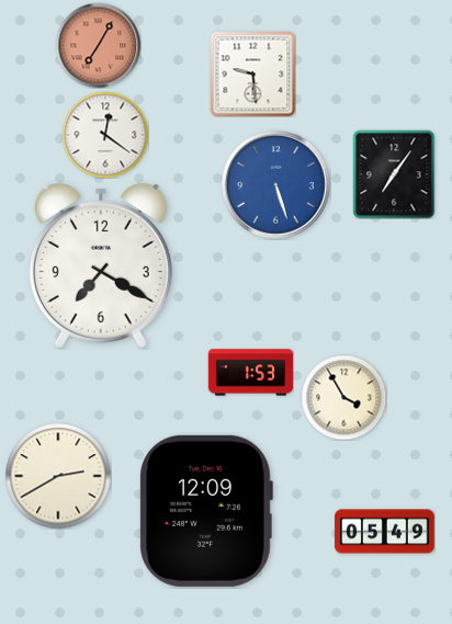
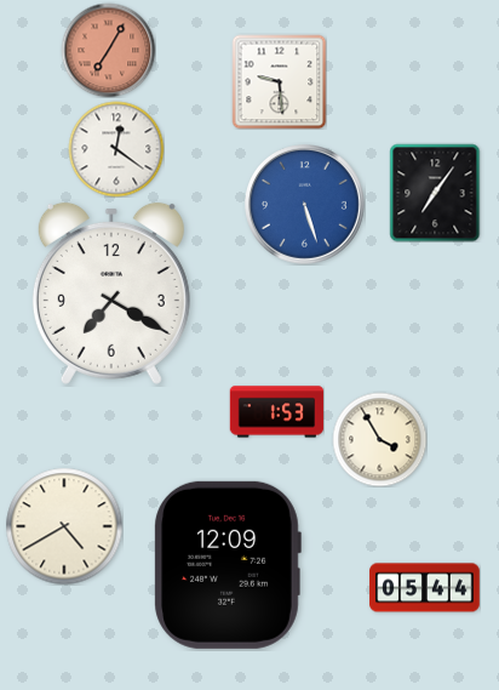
clock at (58, 476): 2:40 -> 4:40
clock at (385, 532): 05:49 -> 05:44
